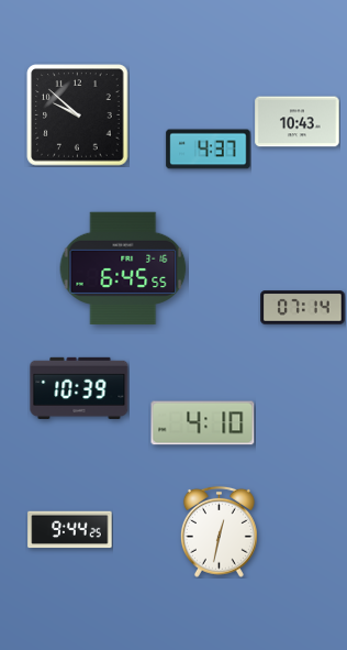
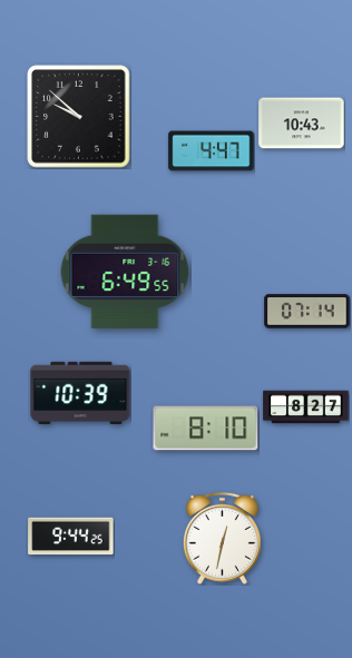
clock at (209, 150): 4:37 -> 4:47
clock at (123, 267): 6:45 -> 6:49
clock at (306, 407): none -> 8:27
clock at (203, 423): 4:10 -> 8:10
